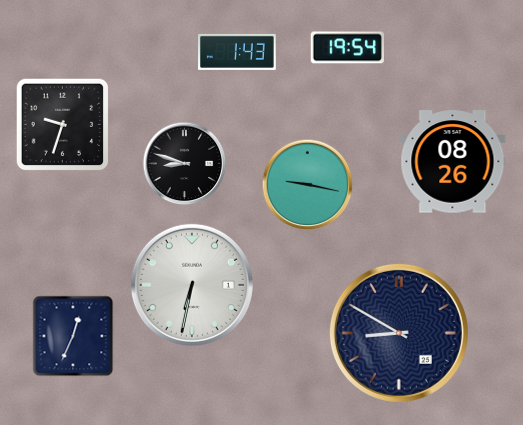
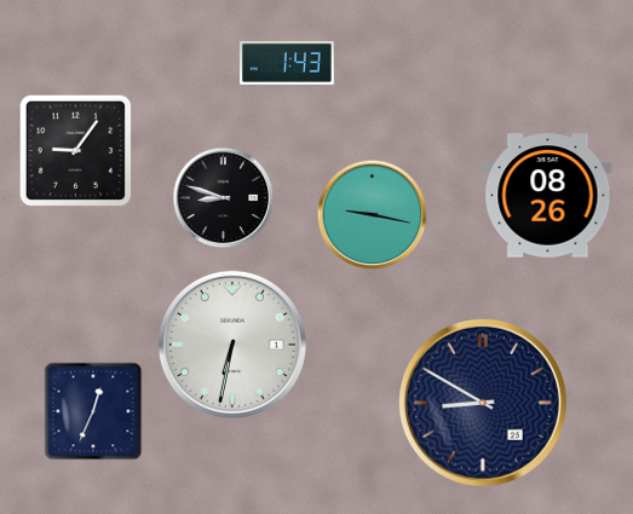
clock at (347, 48): 19:54 -> none
clock at (63, 125): 9:33 -> 9:06
clock at (308, 185) position: (308, 185) -> (373, 215)
clock at (73, 336) position: (73, 336) -> (93, 411)
